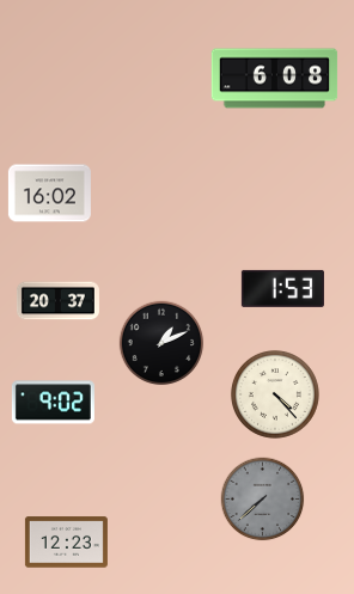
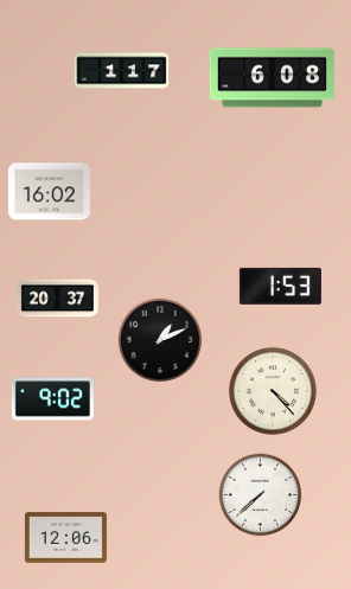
clock at (122, 71): none -> 1:17
clock at (263, 500) dial: grey -> white
clock at (66, 543): 12:23 -> 12:06
